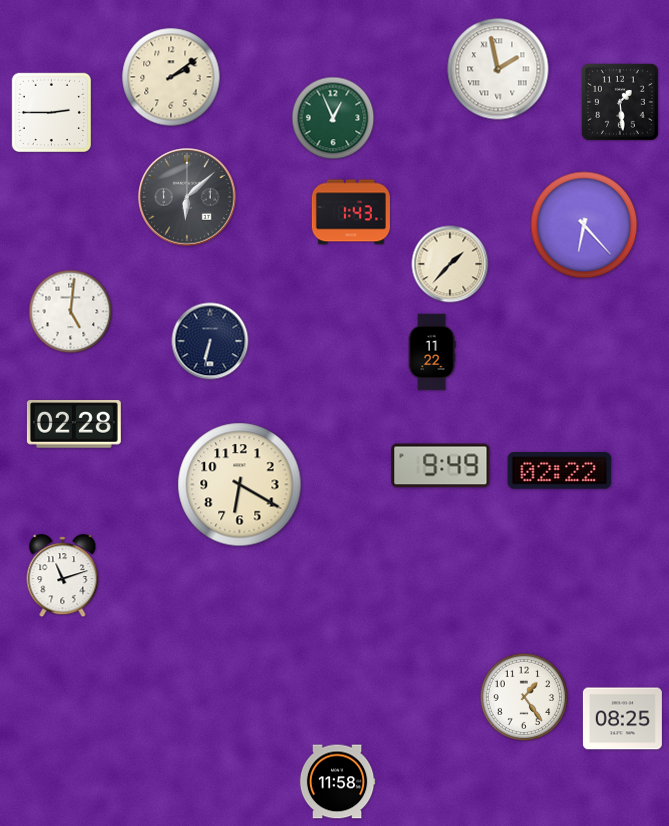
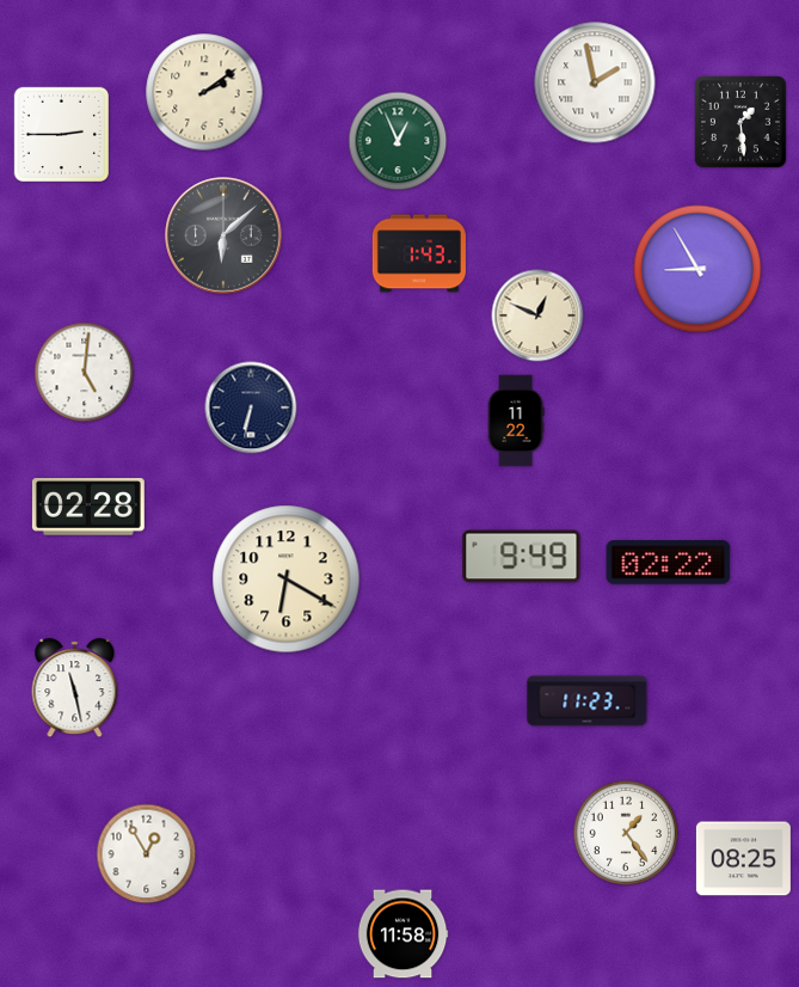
clock at (584, 225): 6:23 -> 8:55
clock at (450, 264): 1:37 -> 12:49
clock at (441, 466) position: (441, 466) -> (522, 557)
clock at (63, 576): 11:12 -> 11:28
clock at (588, 701): none -> 11:23
clock at (147, 854): none -> 12:55
